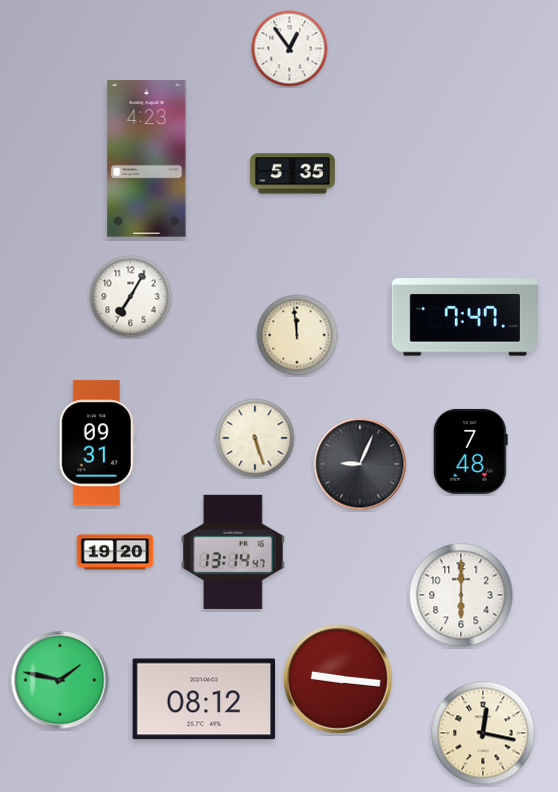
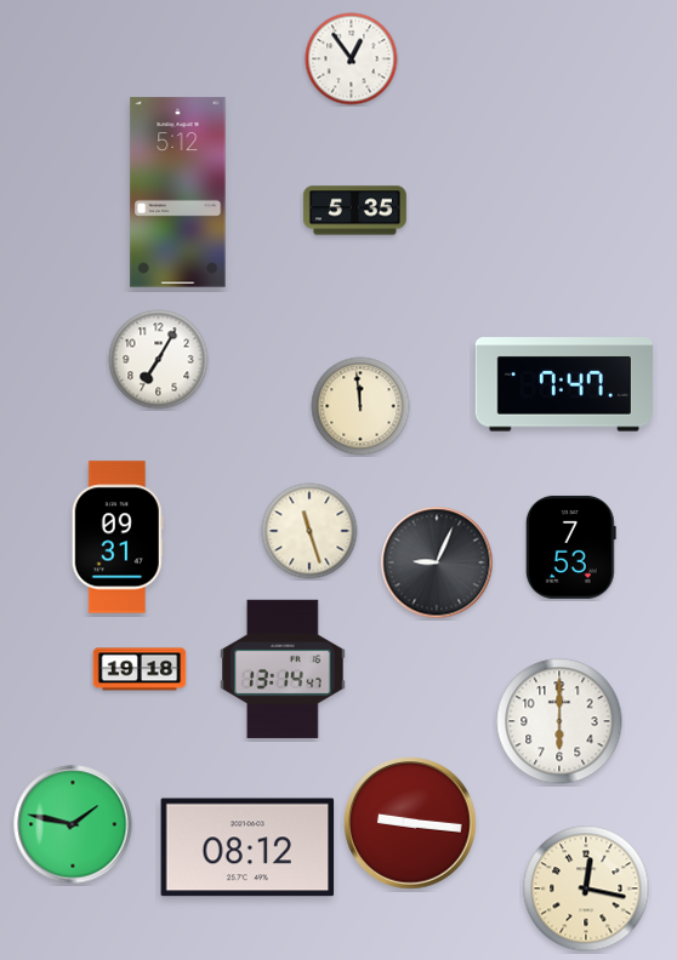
clock at (147, 159): 4:23 -> 5:12
clock at (255, 438): 5:27 -> 11:27
clock at (470, 451): 7:48 -> 7:53
clock at (115, 552): 19:20 -> 19:18
